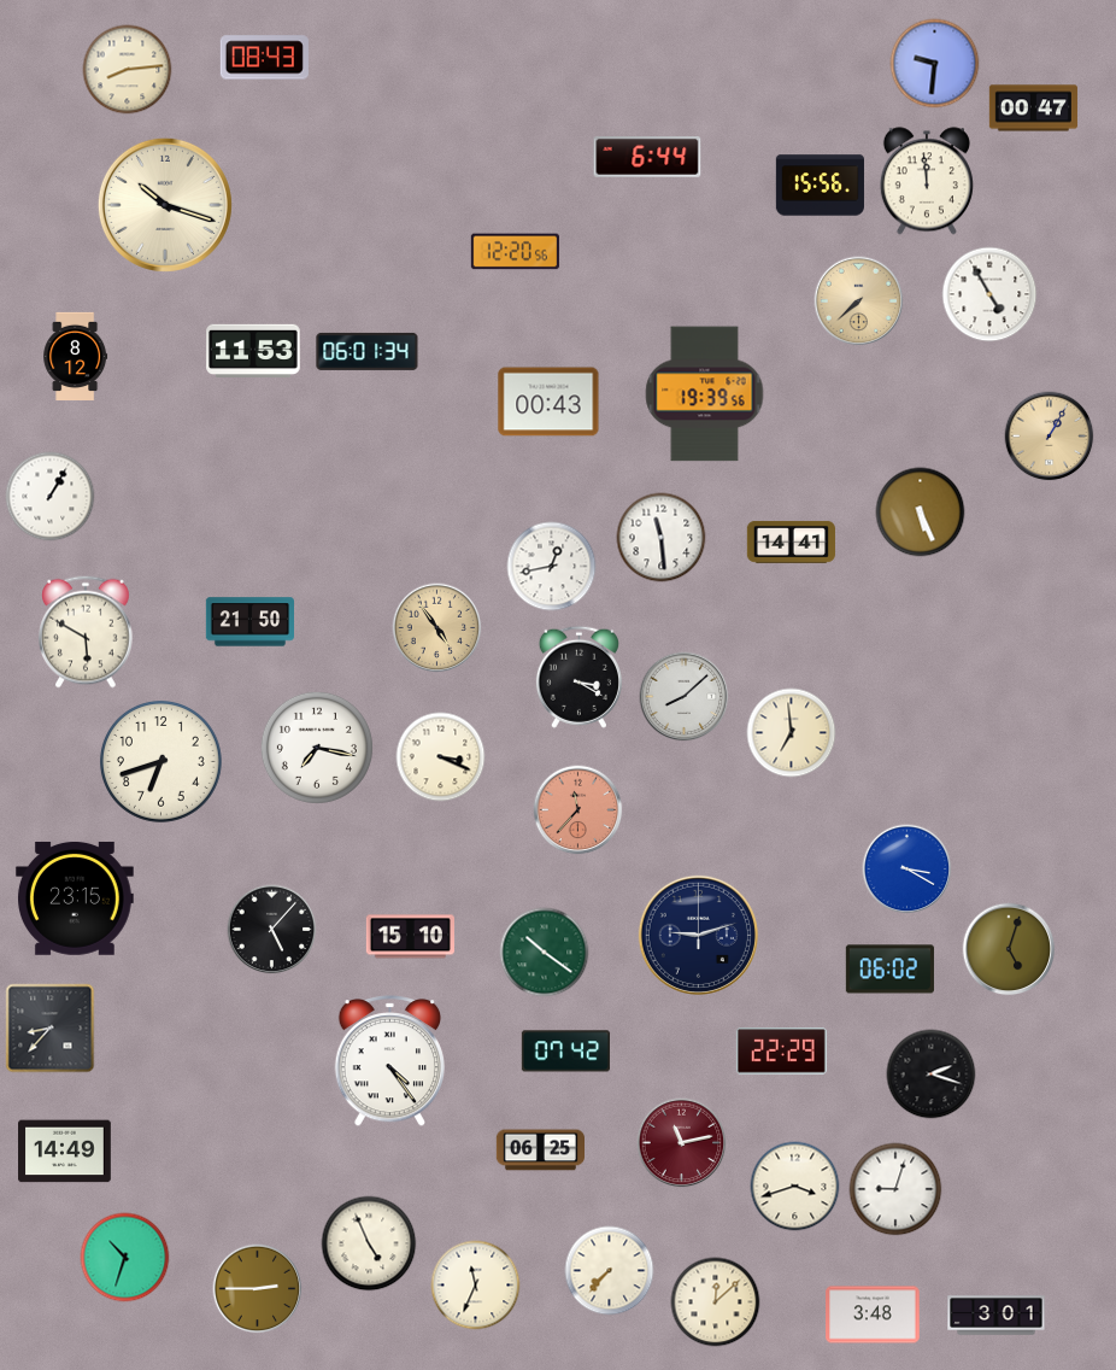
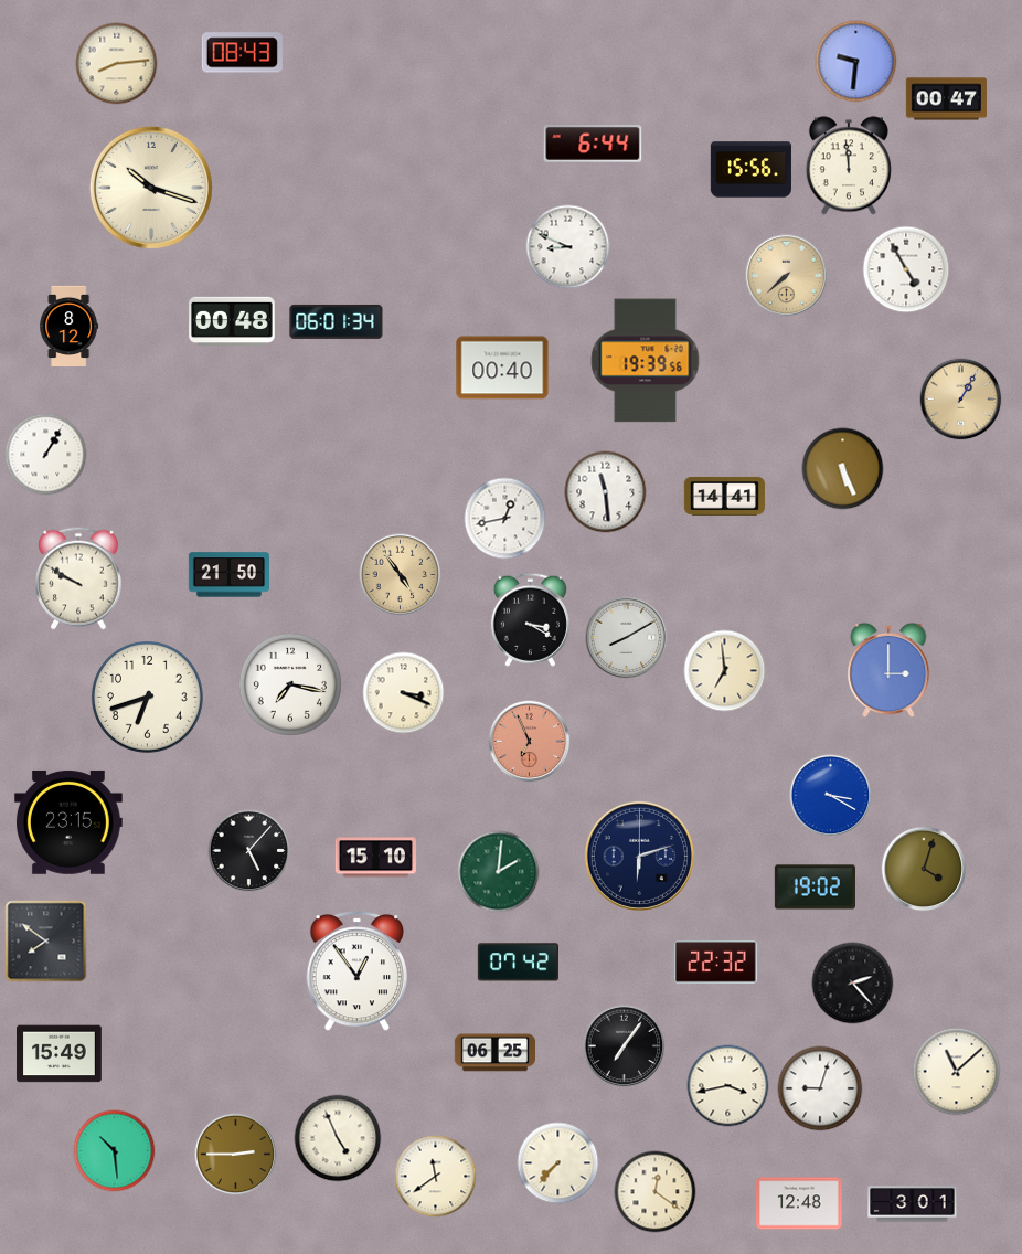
clock at (935, 64) position: (935, 64) -> (856, 62)
clock at (515, 252): 12:20 -> none
clock at (568, 247): none -> 8:49
clock at (253, 350): 11:53 -> 00:48
clock at (548, 402): 00:43 -> 00:40
clock at (249, 622) position: (249, 622) -> (228, 575)
clock at (86, 632): 5:50 -> 9:50
clock at (685, 697): 8:08 -> 8:10
clock at (888, 670): none -> 3:00
clock at (578, 810): 11:37 -> 6:56
clock at (698, 935): 9:12 -> 6:12
clock at (1009, 949): 5:03 -> 4:03
clock at (545, 953): 10:21 -> 2:01
clock at (889, 970): 06:02 -> 19:02
clock at (51, 1029): 8:37 -> 7:51
clock at (781, 1052): 22:29 -> 22:32
clock at (389, 1061): 4:24 -> 12:54
clock at (932, 1075): 2:18 -> 2:23
clock at (682, 1143): 11:13 -> 7:06
clock at (682, 1143) dial: burgundy -> black
clock at (65, 1152): 14:49 -> 15:49
clock at (957, 1072): none -> 11:08
clock at (795, 1187): 3:42 -> 3:43
clock at (125, 1258): 10:33 -> 10:29
clock at (476, 1286): 11:34 -> 11:39
clock at (258, 1289) position: (258, 1289) -> (236, 1155)
clock at (716, 1302): 12:08 -> 12:21
clock at (873, 1315): 3:48 -> 12:48
